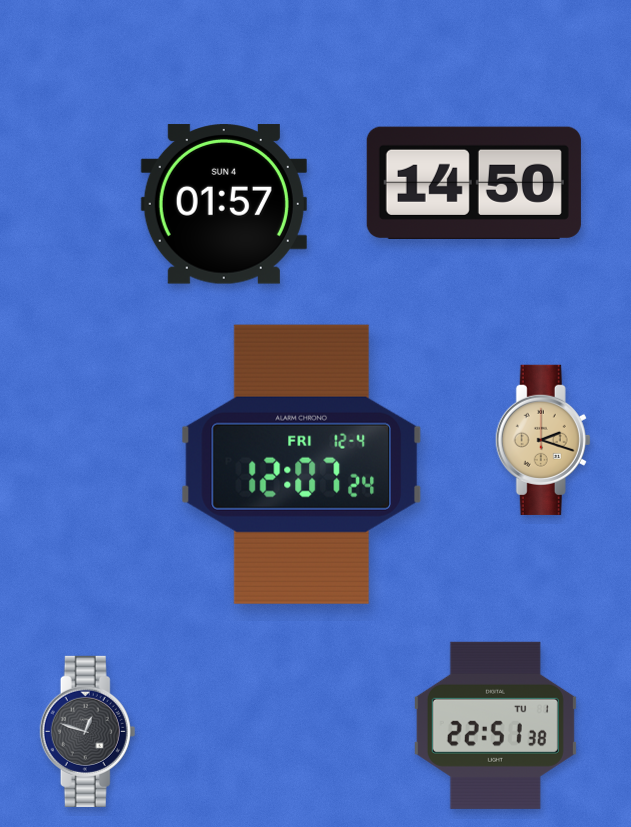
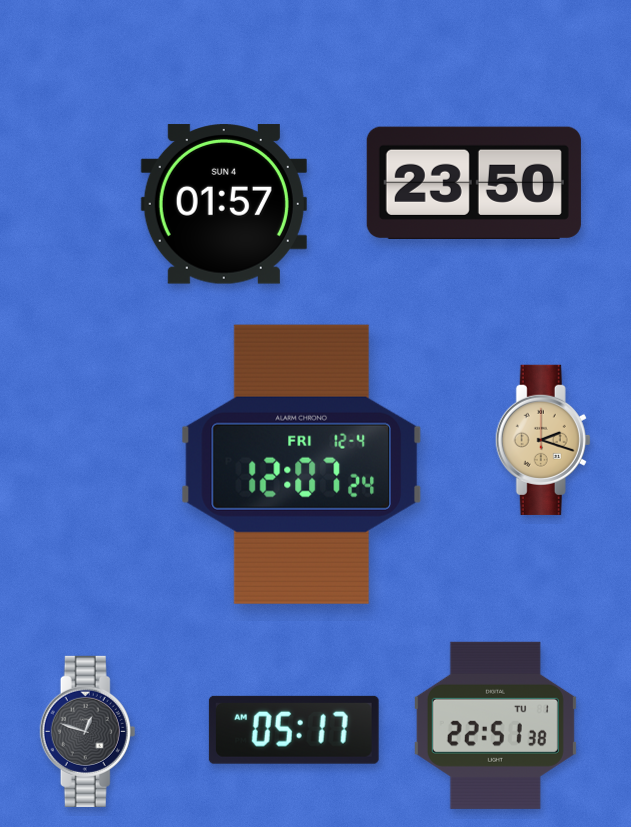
clock at (474, 183): 14:50 -> 23:50
clock at (294, 730): none -> 05:17
